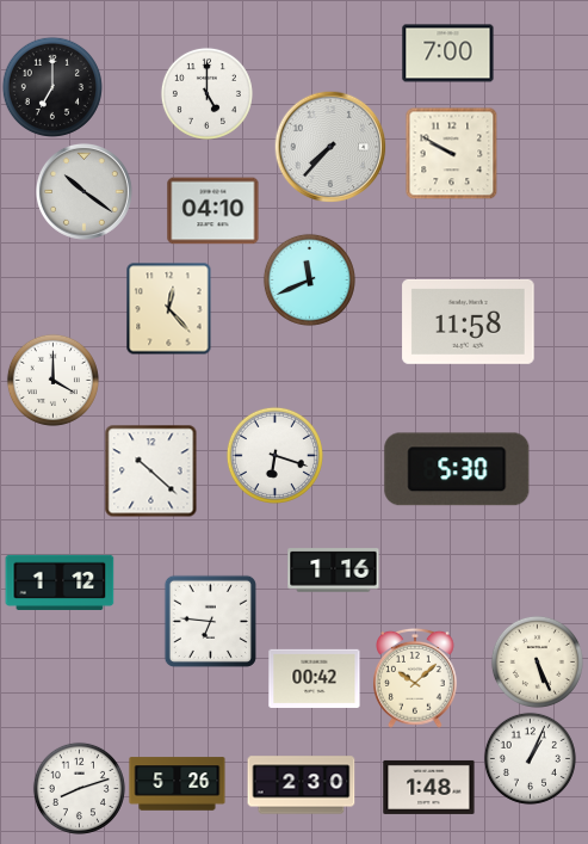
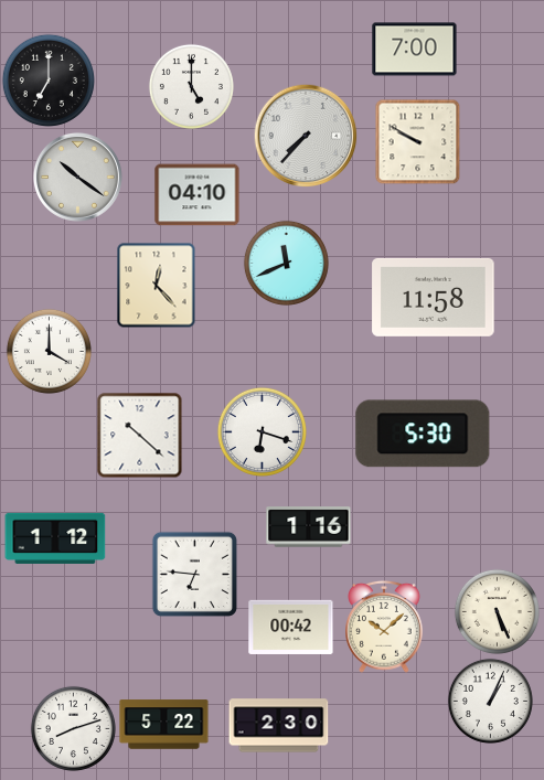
clock at (309, 279) position: (309, 279) -> (286, 263)
clock at (274, 455) position: (274, 455) -> (262, 431)
clock at (178, 784): 5:26 -> 5:22
clock at (429, 787): 1:48 -> none
